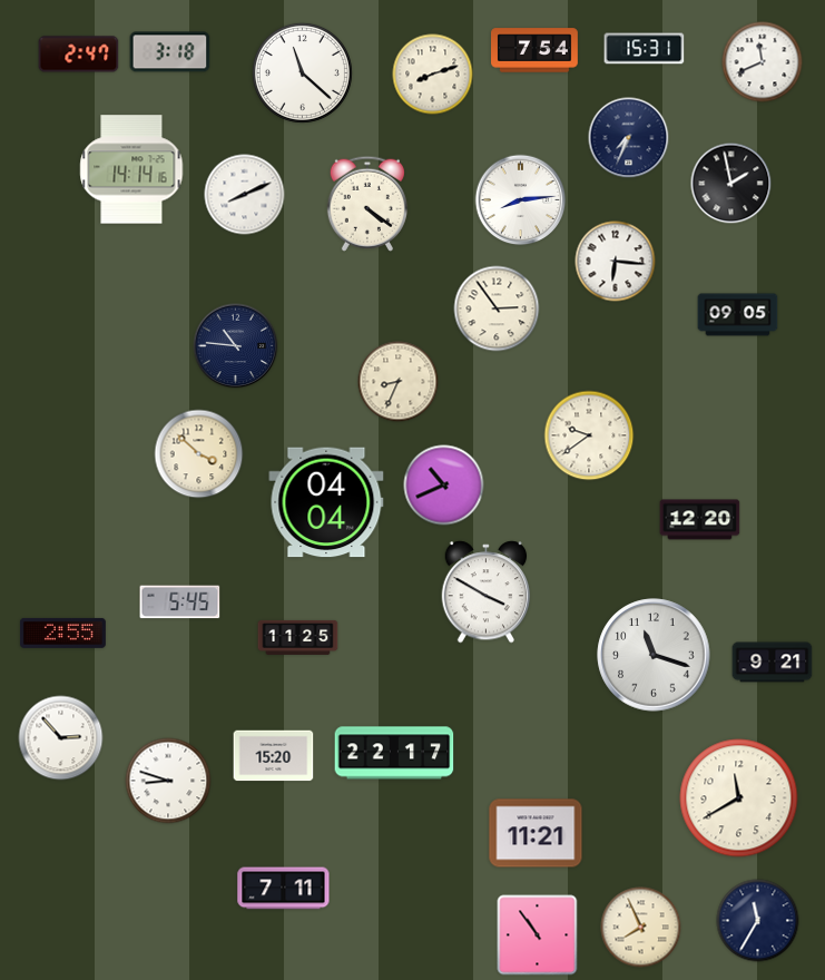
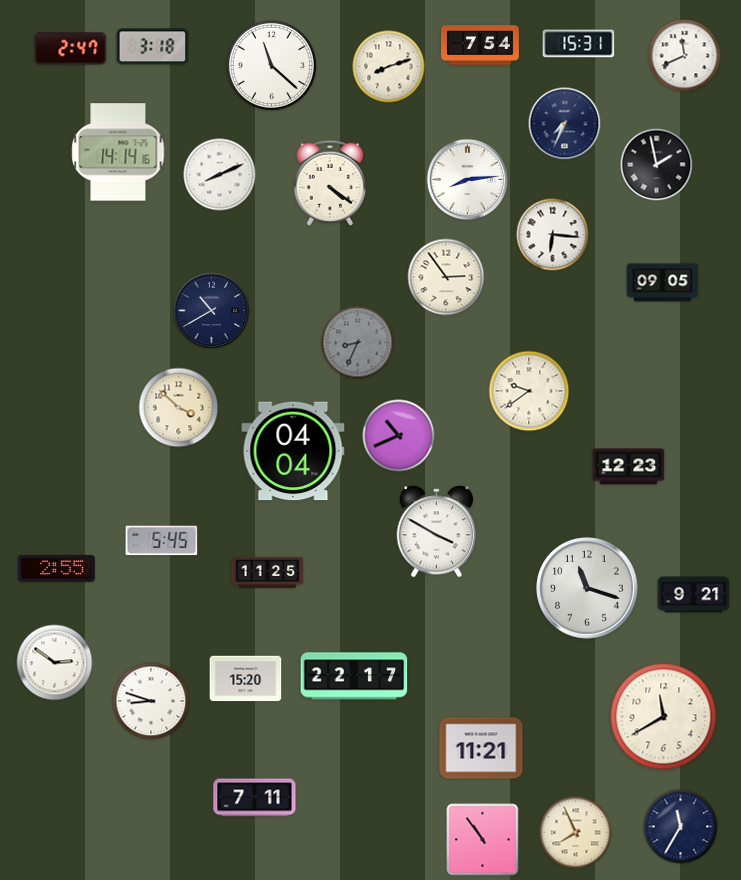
clock at (236, 346): 10:46 -> 10:40
clock at (399, 382) dial: cream -> grey
clock at (700, 520): 12:20 -> 12:23
clock at (61, 738): 2:53 -> 2:51
